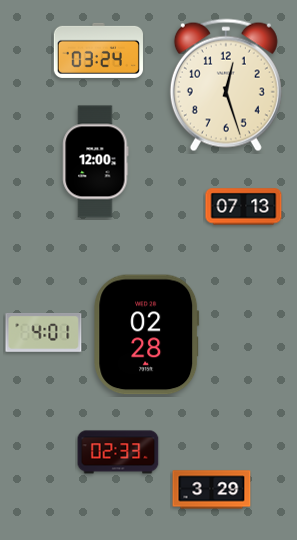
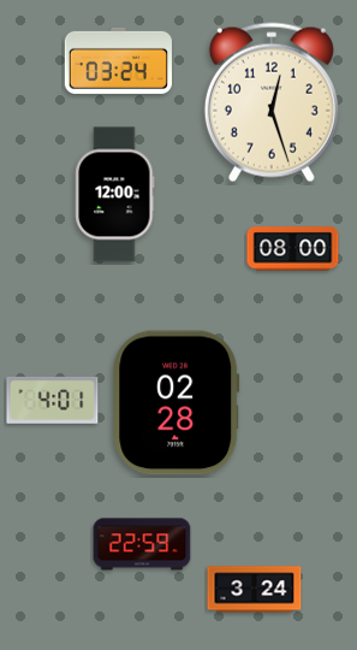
clock at (244, 207): 07:13 -> 08:00
clock at (118, 452): 02:33 -> 22:59
clock at (212, 490): 3:29 -> 3:24
